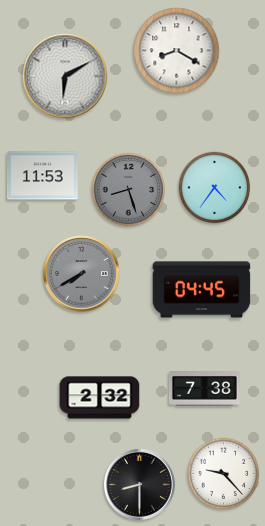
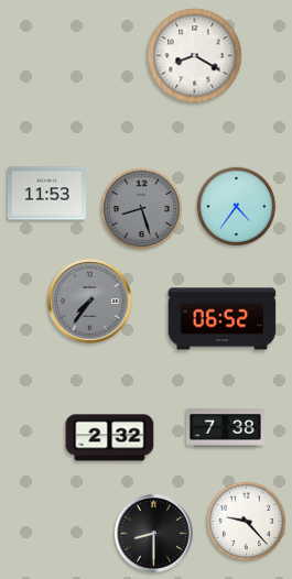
clock at (65, 76): 6:10 -> none
clock at (82, 274): 7:40 -> 7:36
clock at (202, 290): 04:45 -> 06:52
